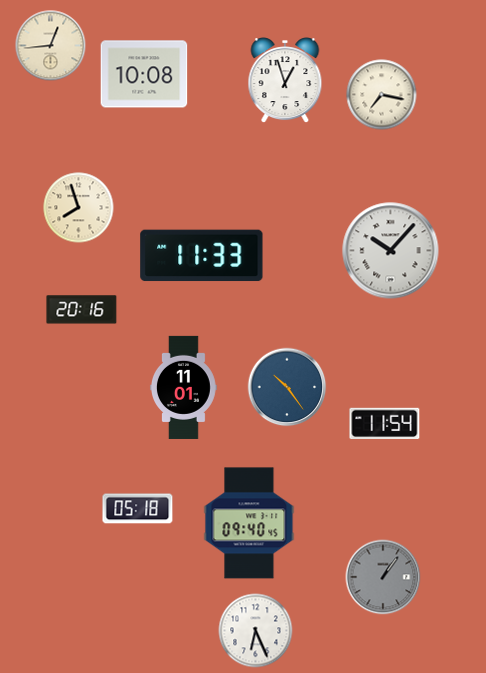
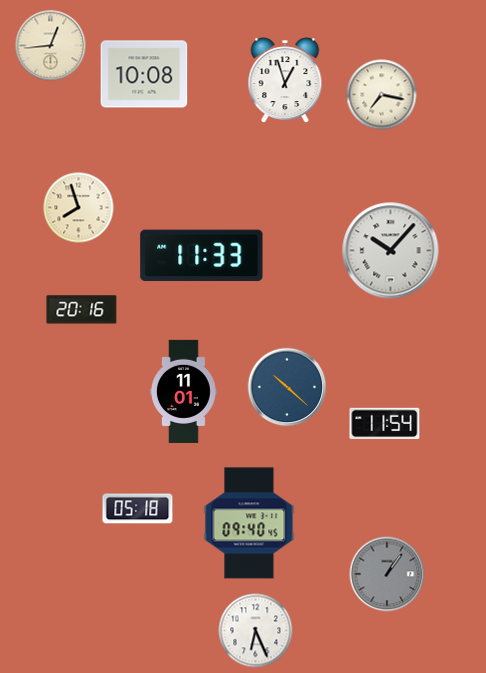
clock at (183, 387) position: (183, 387) -> (183, 391)
clock at (287, 387): 10:24 -> 10:22
clock at (383, 577) position: (383, 577) -> (387, 574)
